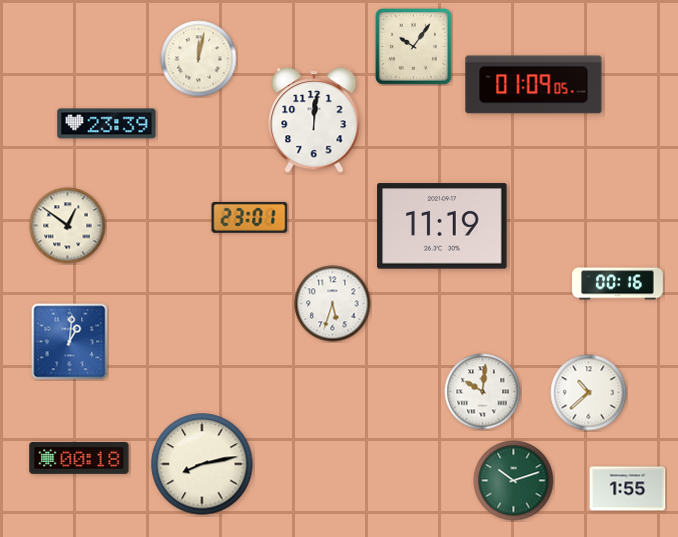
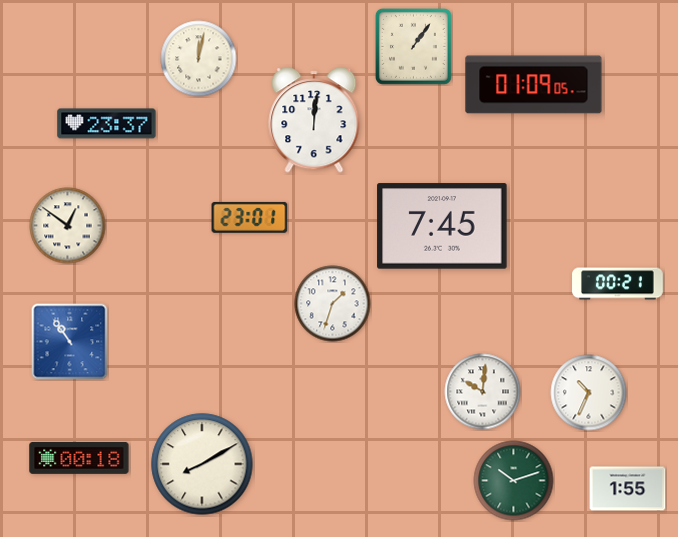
clock at (413, 46): 10:06 -> 1:06
clock at (107, 124): 23:39 -> 23:37
clock at (442, 226): 11:19 -> 7:45
clock at (618, 284): 00:16 -> 00:21
clock at (333, 304): 5:33 -> 1:33
clock at (70, 342): 1:01 -> 10:54
clock at (589, 393): 10:38 -> 10:34
clock at (202, 464): 8:13 -> 8:10
